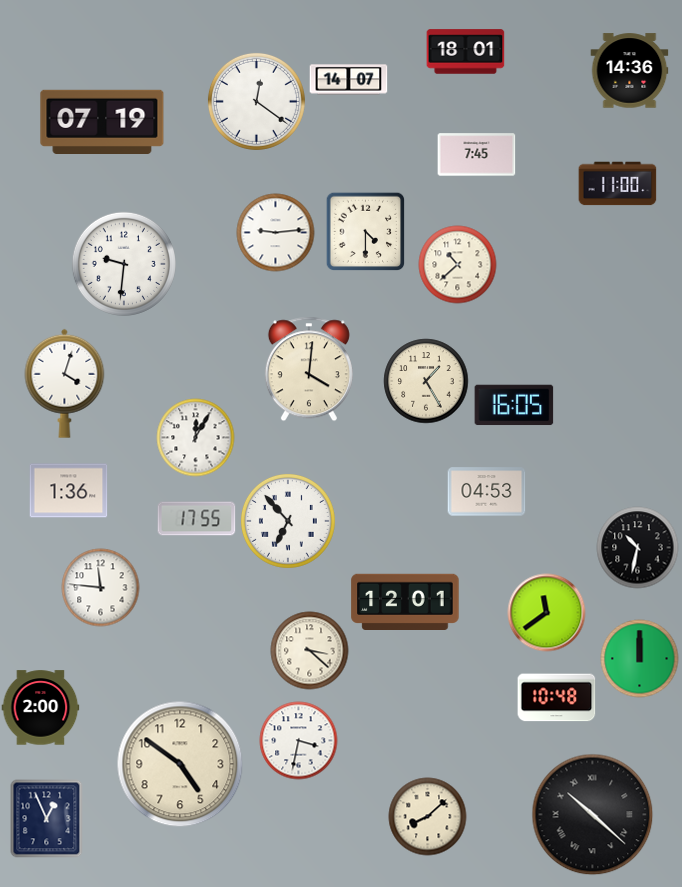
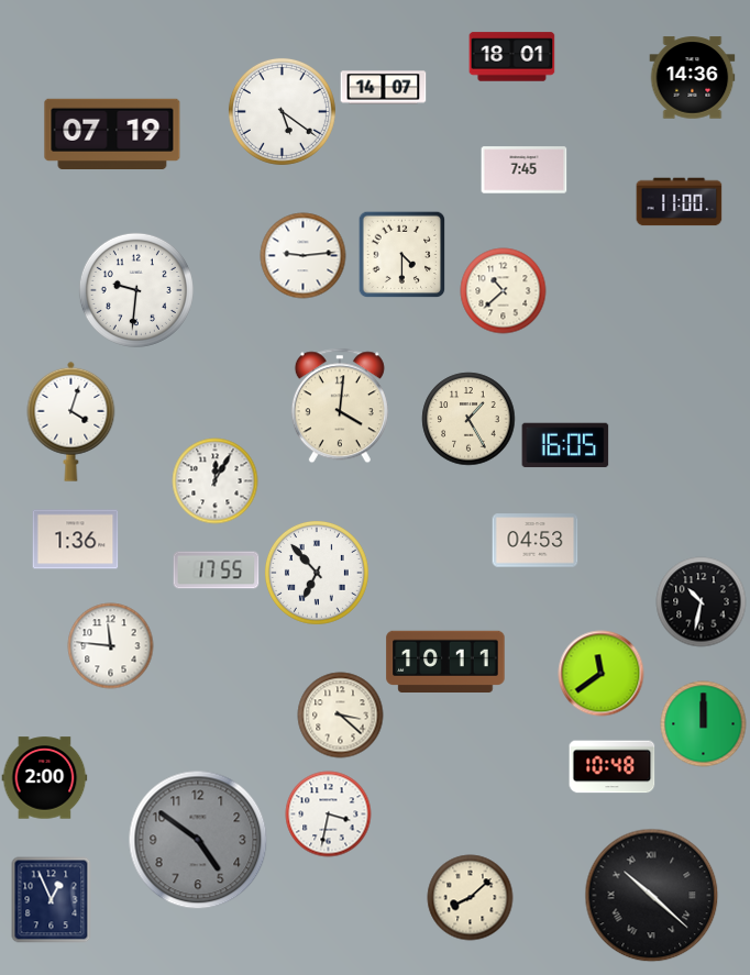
clock at (256, 101): 12:21 -> 5:21
clock at (405, 601): 12:01 -> 10:11
clock at (180, 764) dial: cream -> grey
